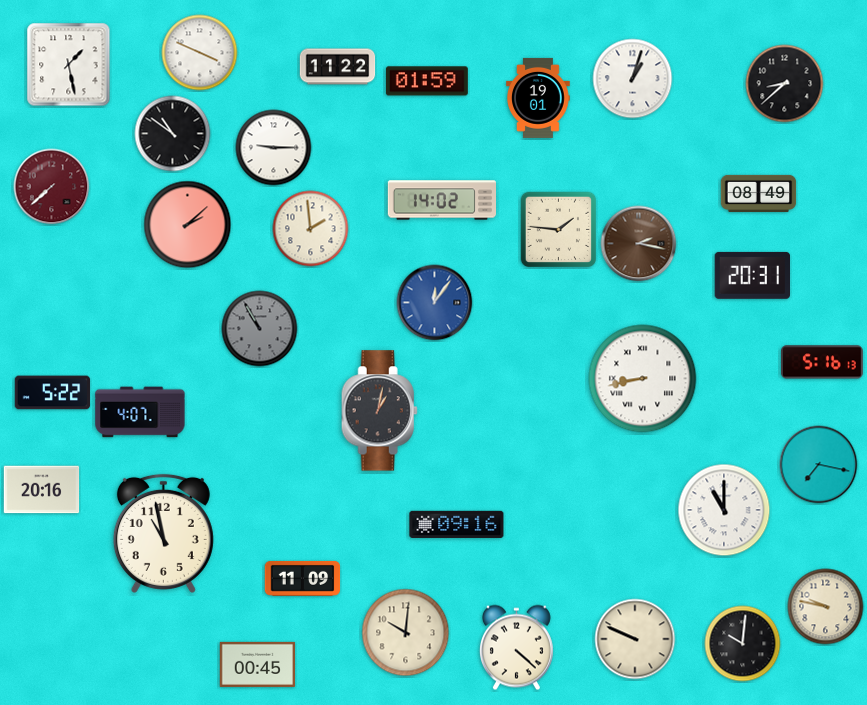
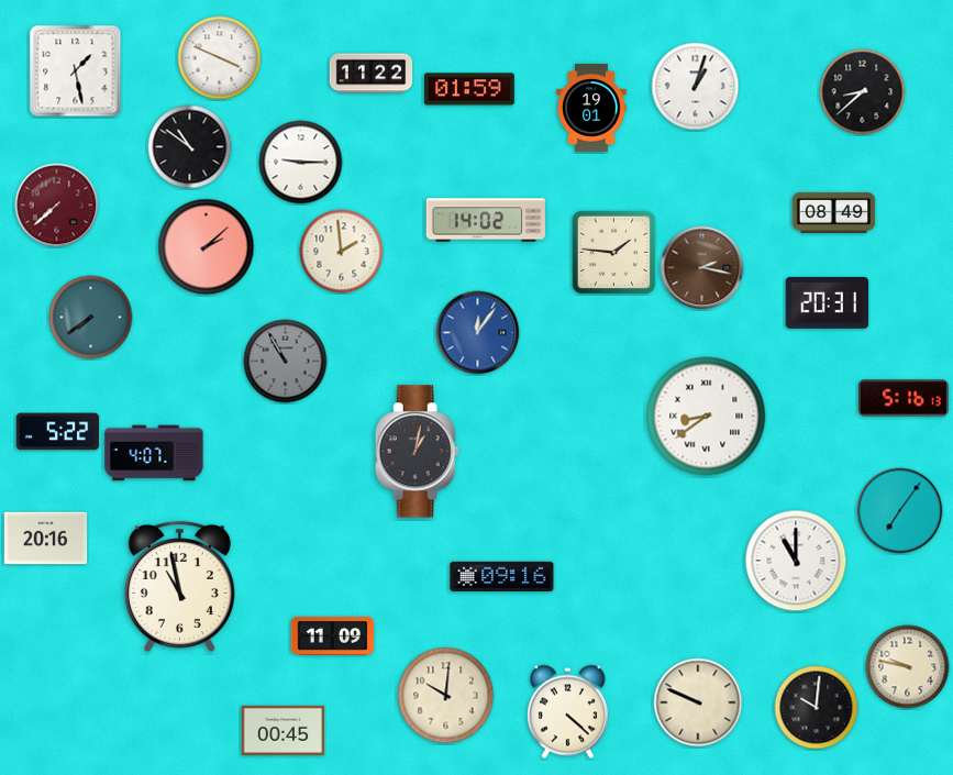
clock at (91, 318): none -> 7:39
clock at (643, 379): 8:43 -> 8:39
clock at (819, 465): 7:17 -> 7:06
